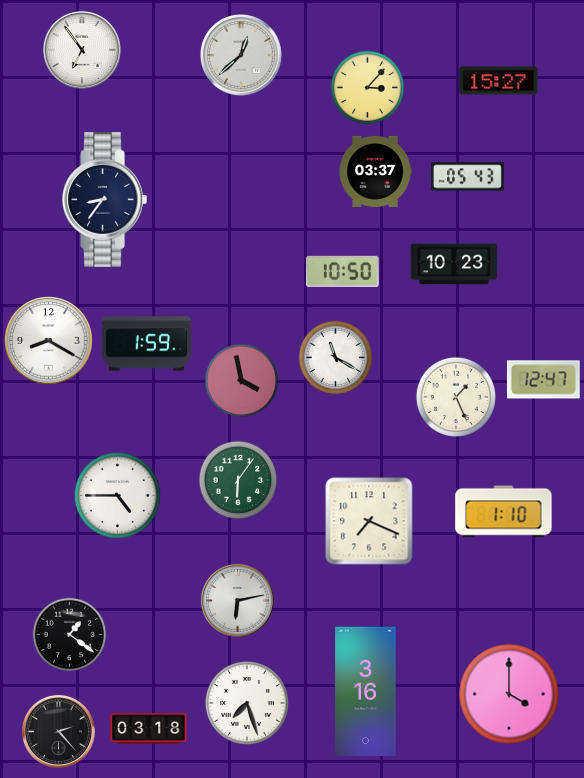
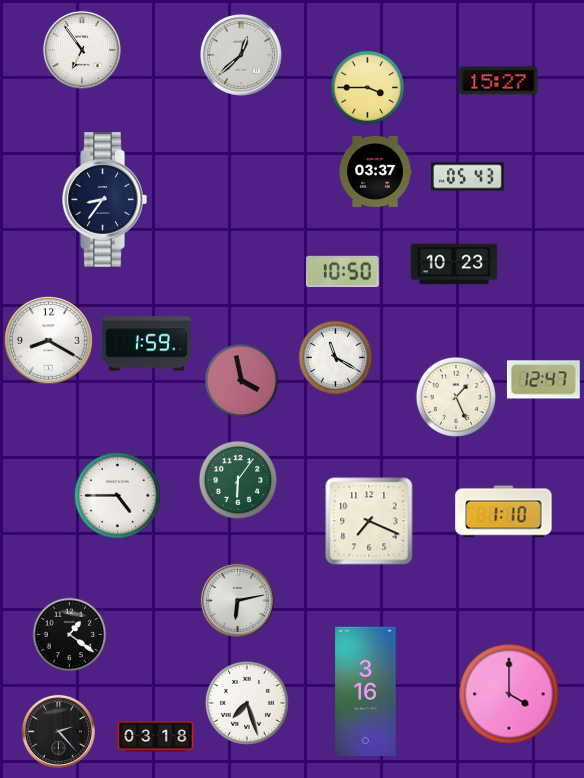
clock at (368, 88): 3:07 -> 3:45
clock at (149, 729) position: (149, 729) -> (156, 737)
